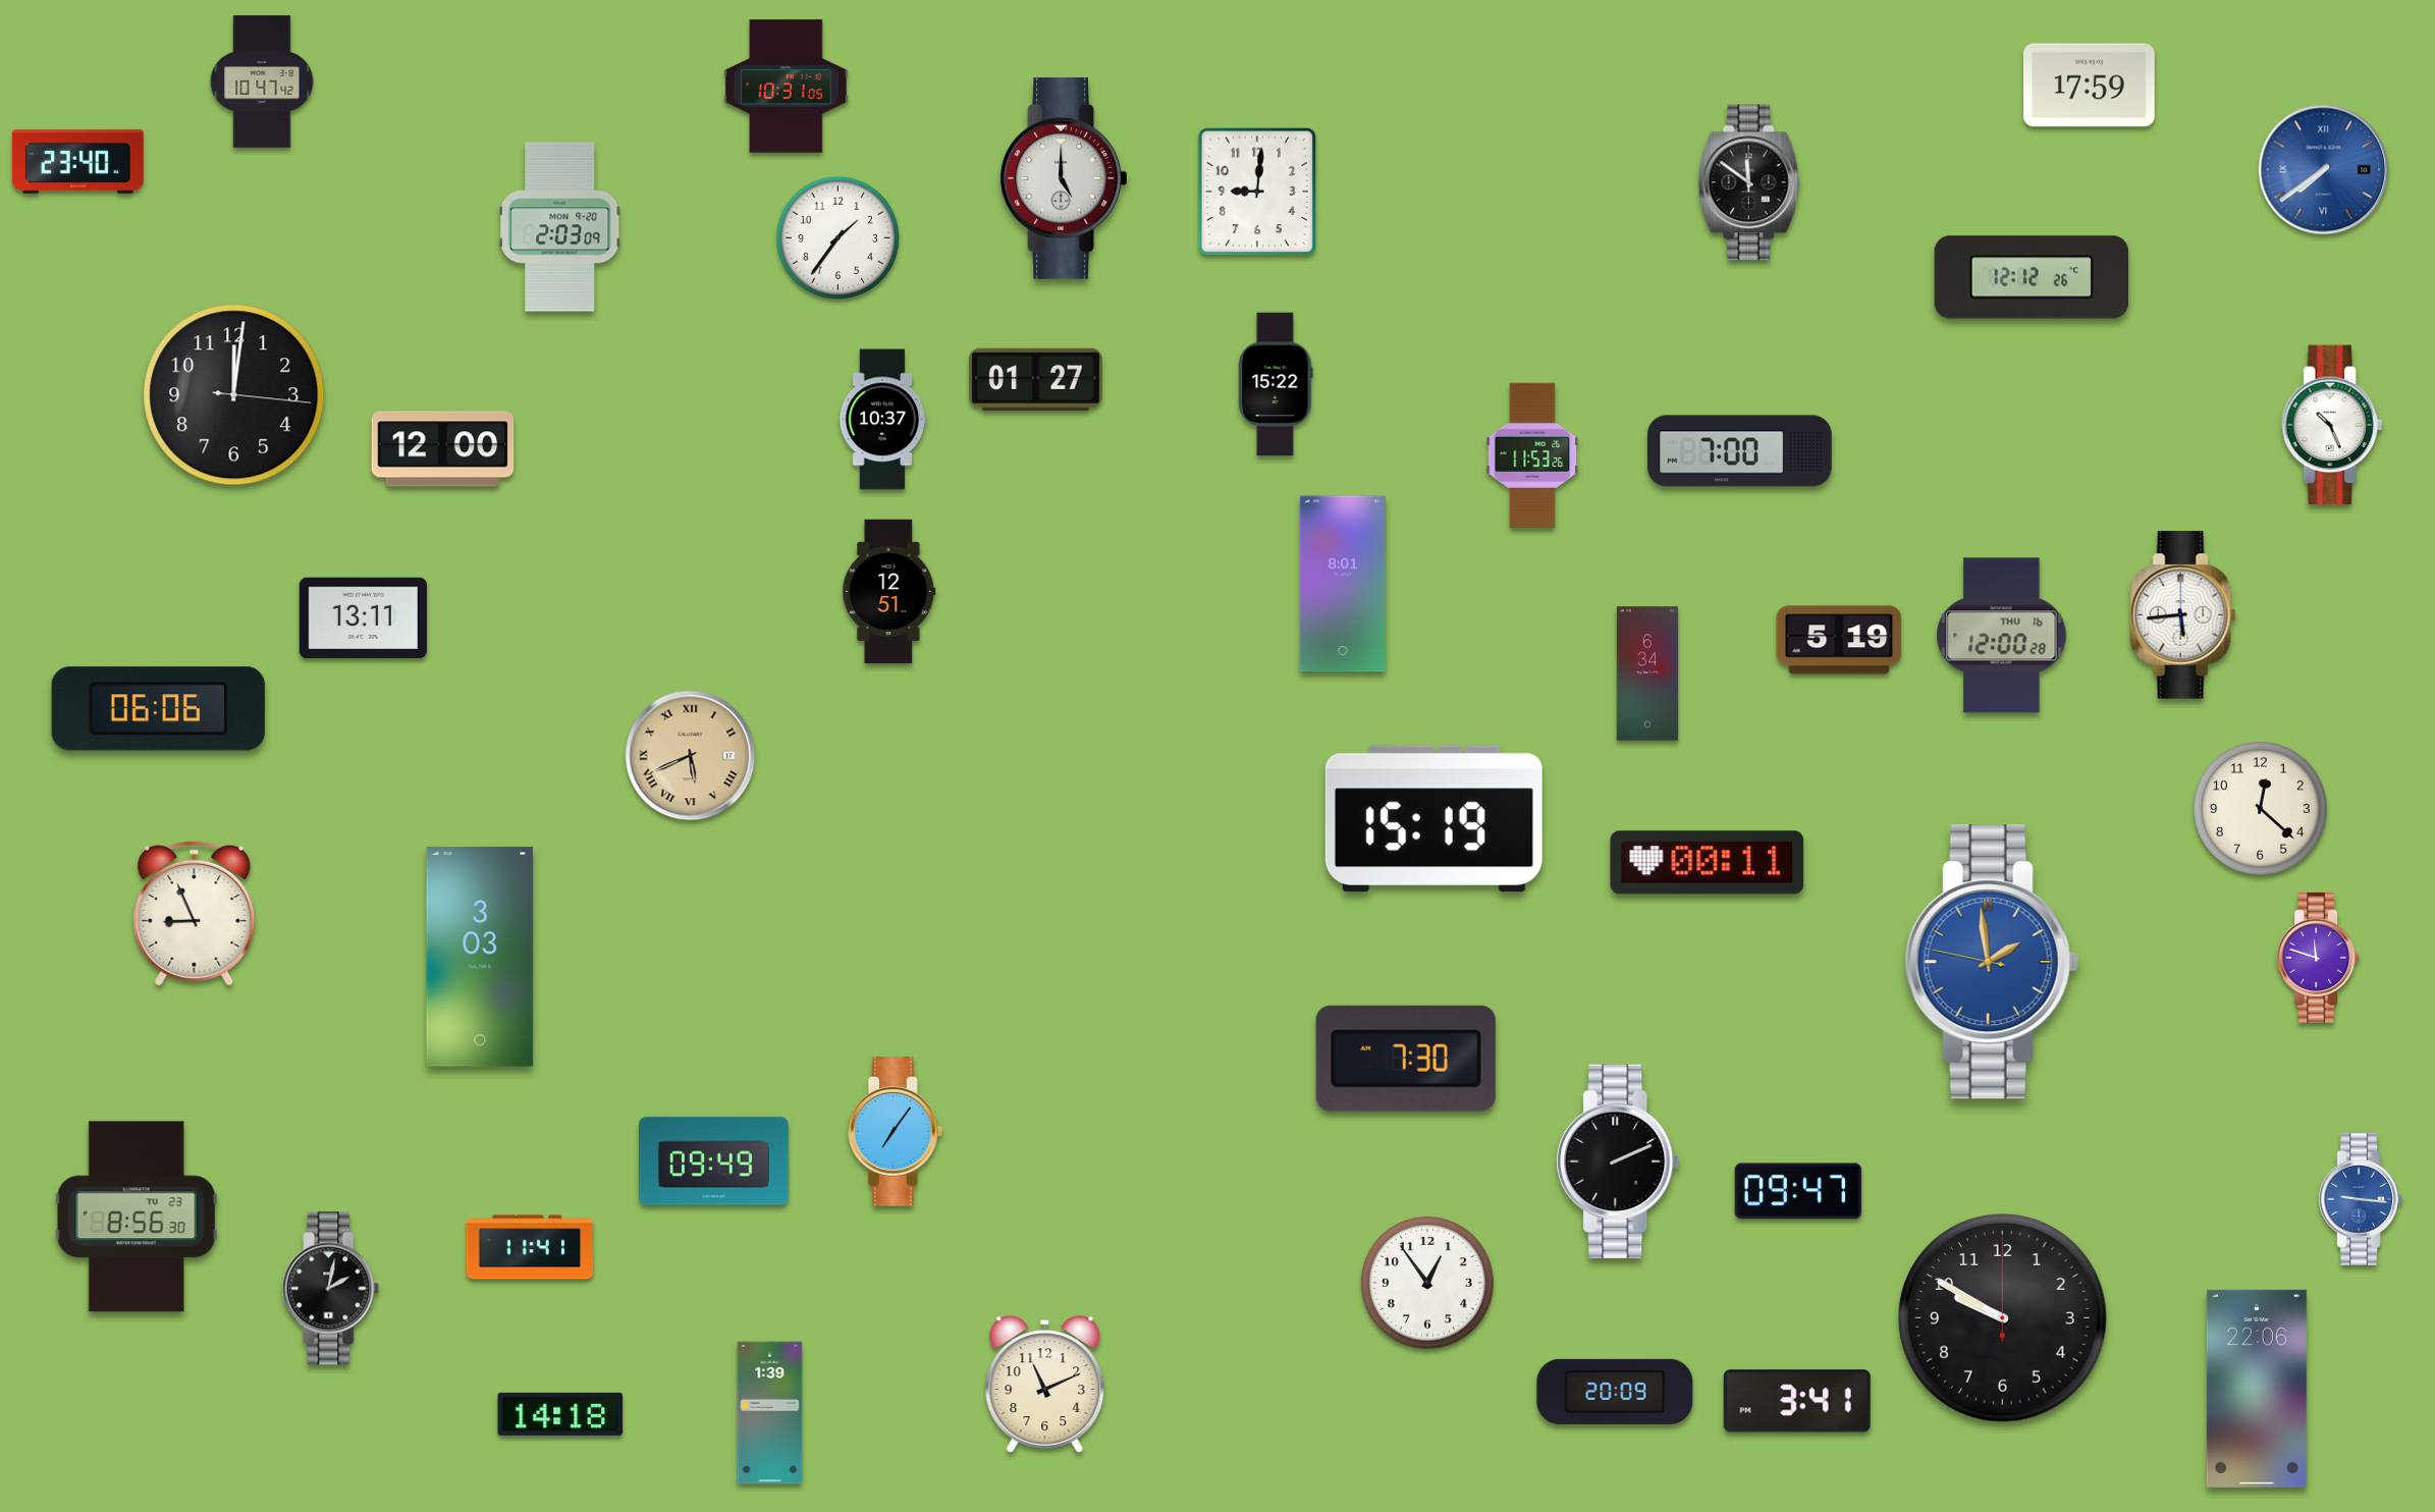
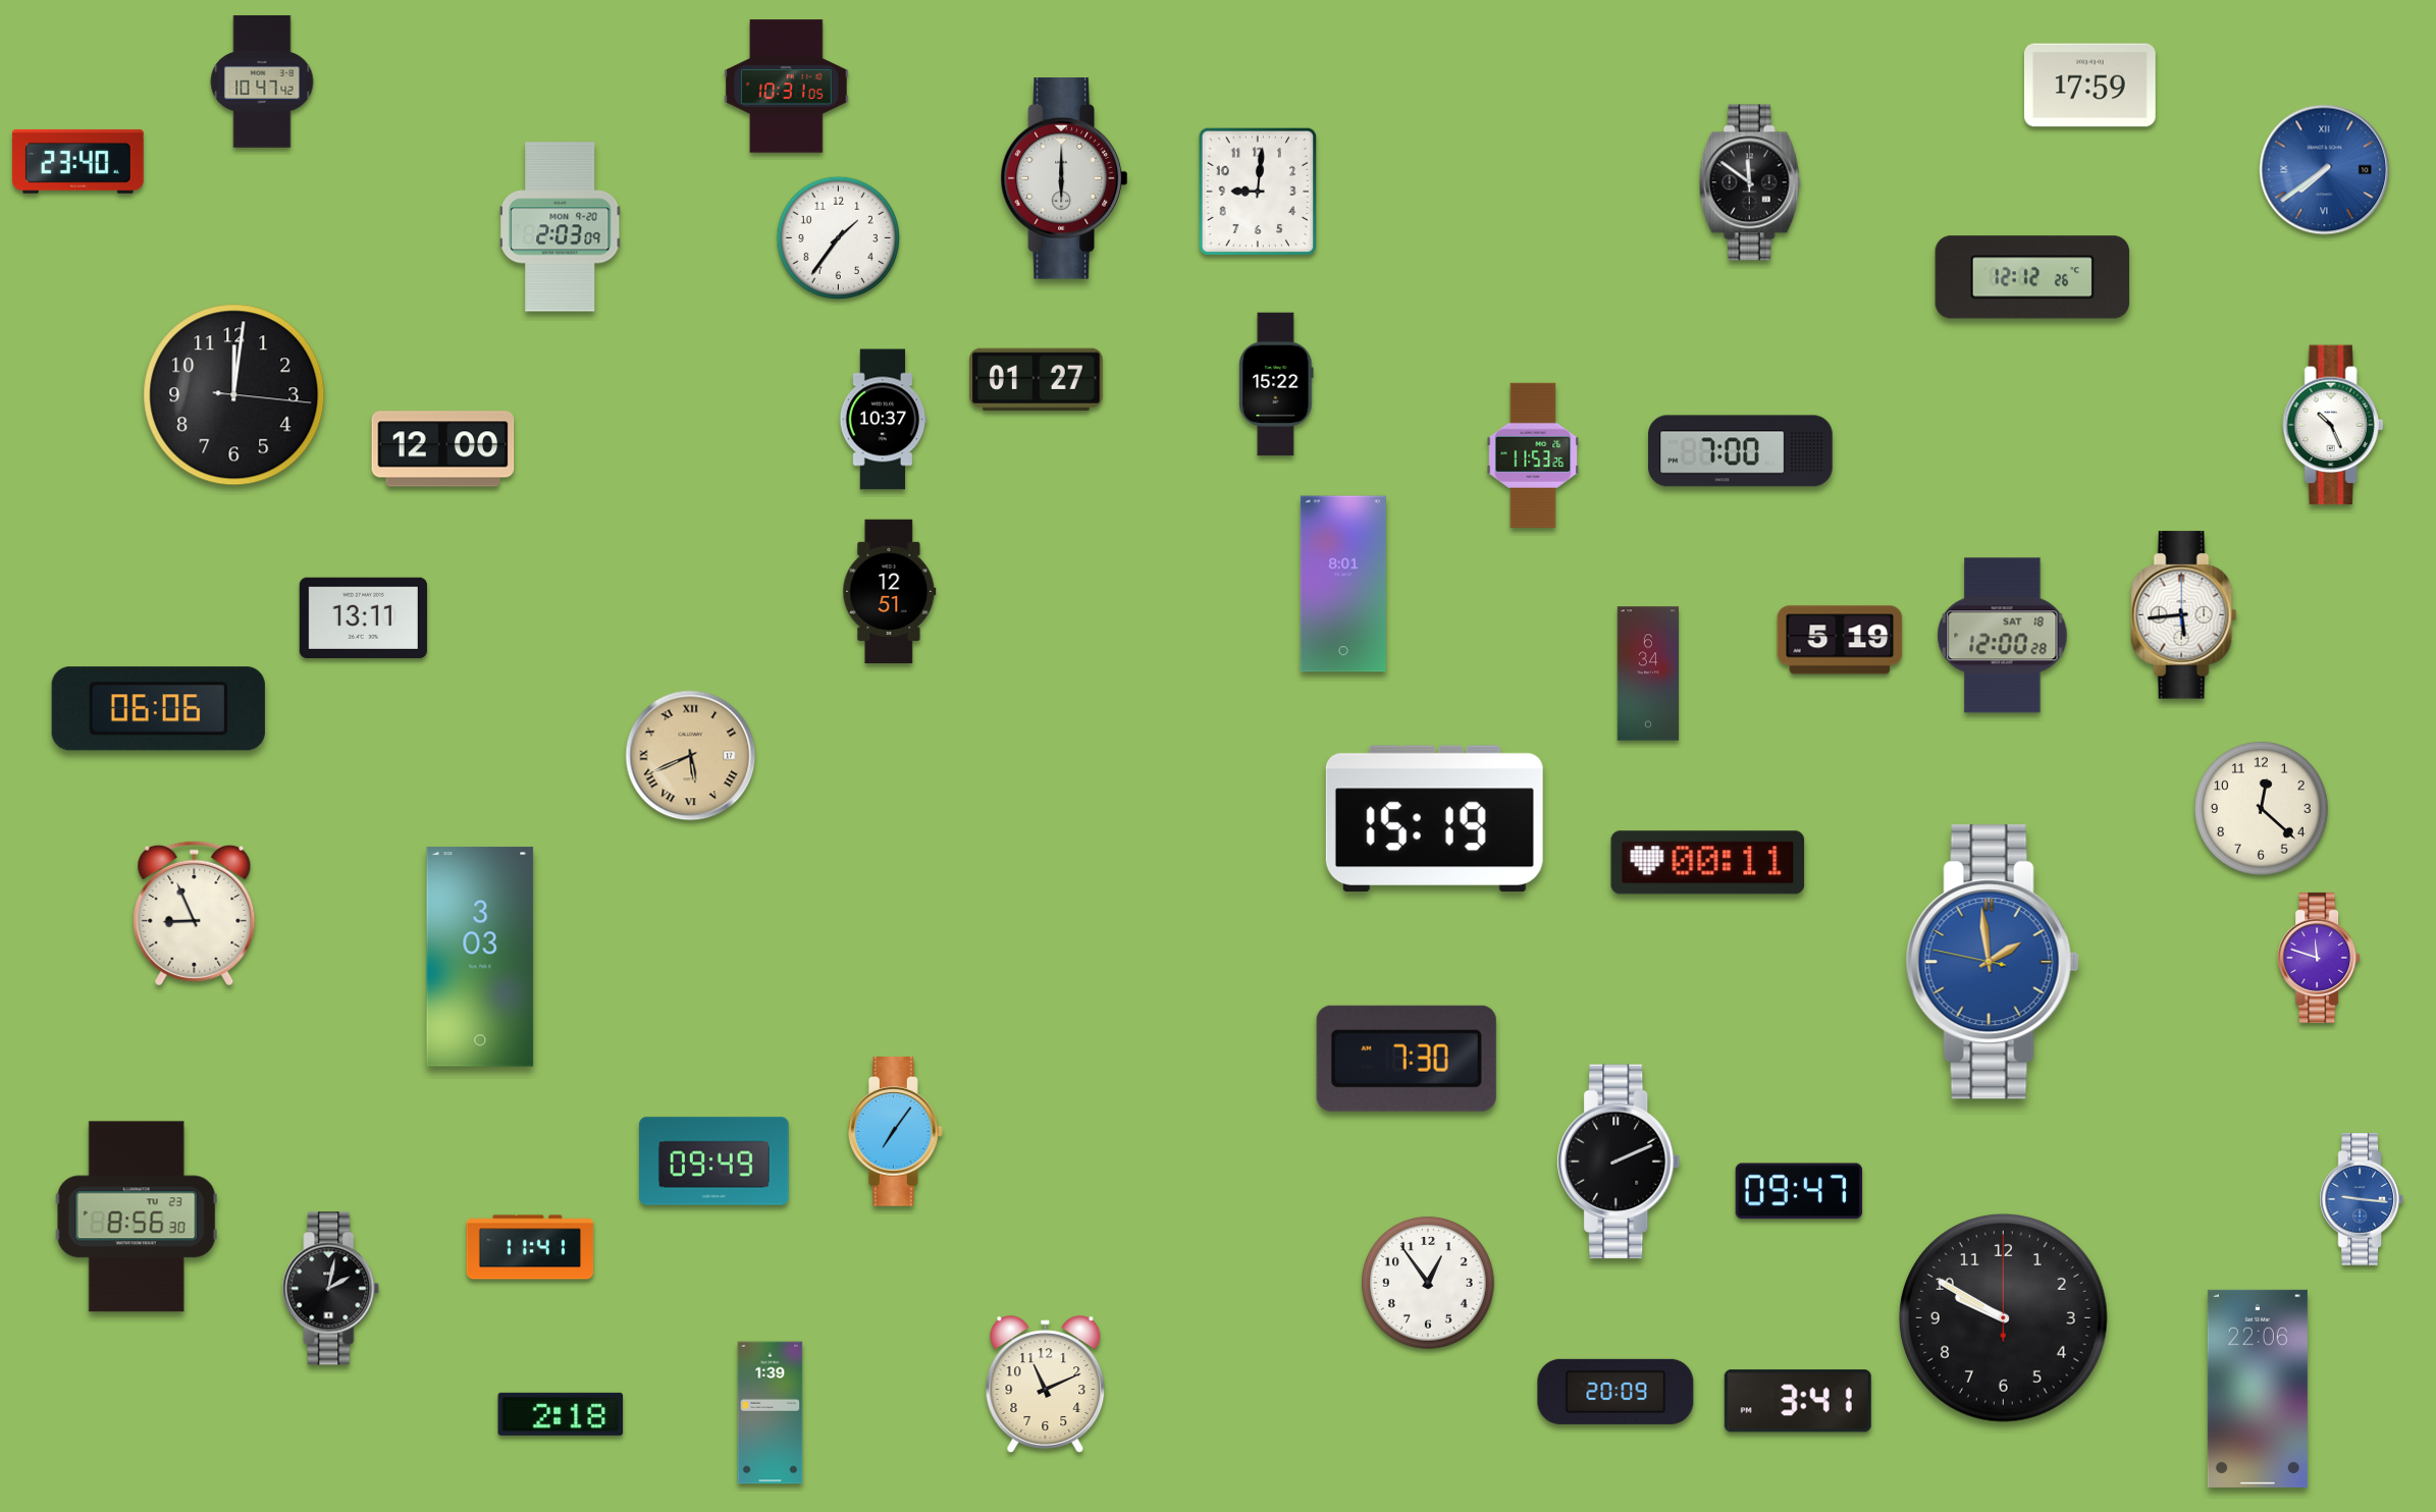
clock at (1064, 179): 5:00 -> 6:00
clock at (2002, 636) date: THU 16 -> SAT 18
clock at (560, 1414): 14:18 -> 2:18
